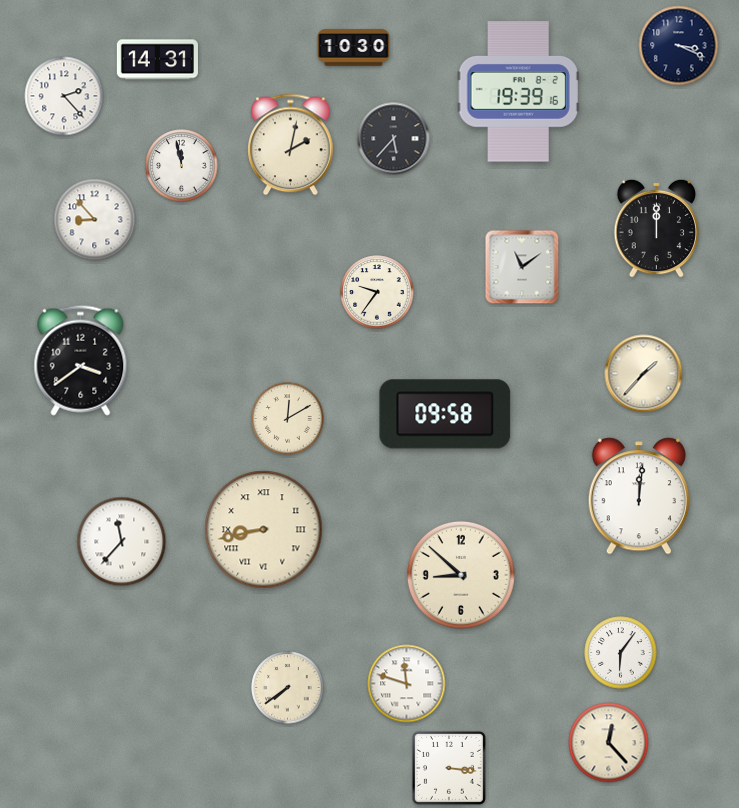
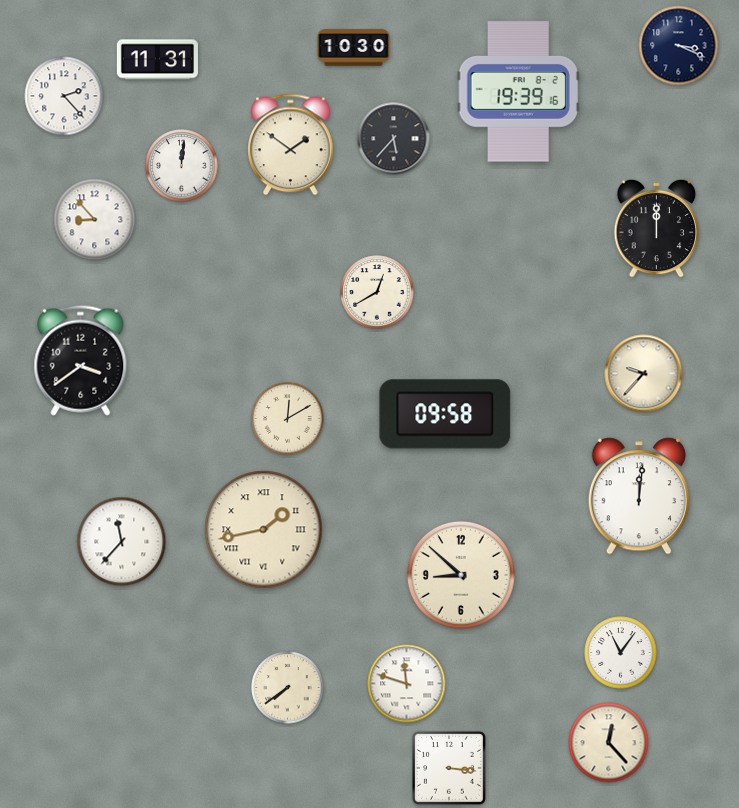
clock at (157, 60): 14:31 -> 11:31
clock at (291, 145): 2:02 -> 1:51
clock at (182, 166): 11:58 -> 12:01
clock at (522, 267): 11:09 -> none
clock at (377, 292): 9:36 -> 12:40
clock at (644, 374): 1:37 -> 9:37
clock at (264, 530): 8:43 -> 1:43
clock at (621, 653): 6:06 -> 11:06
